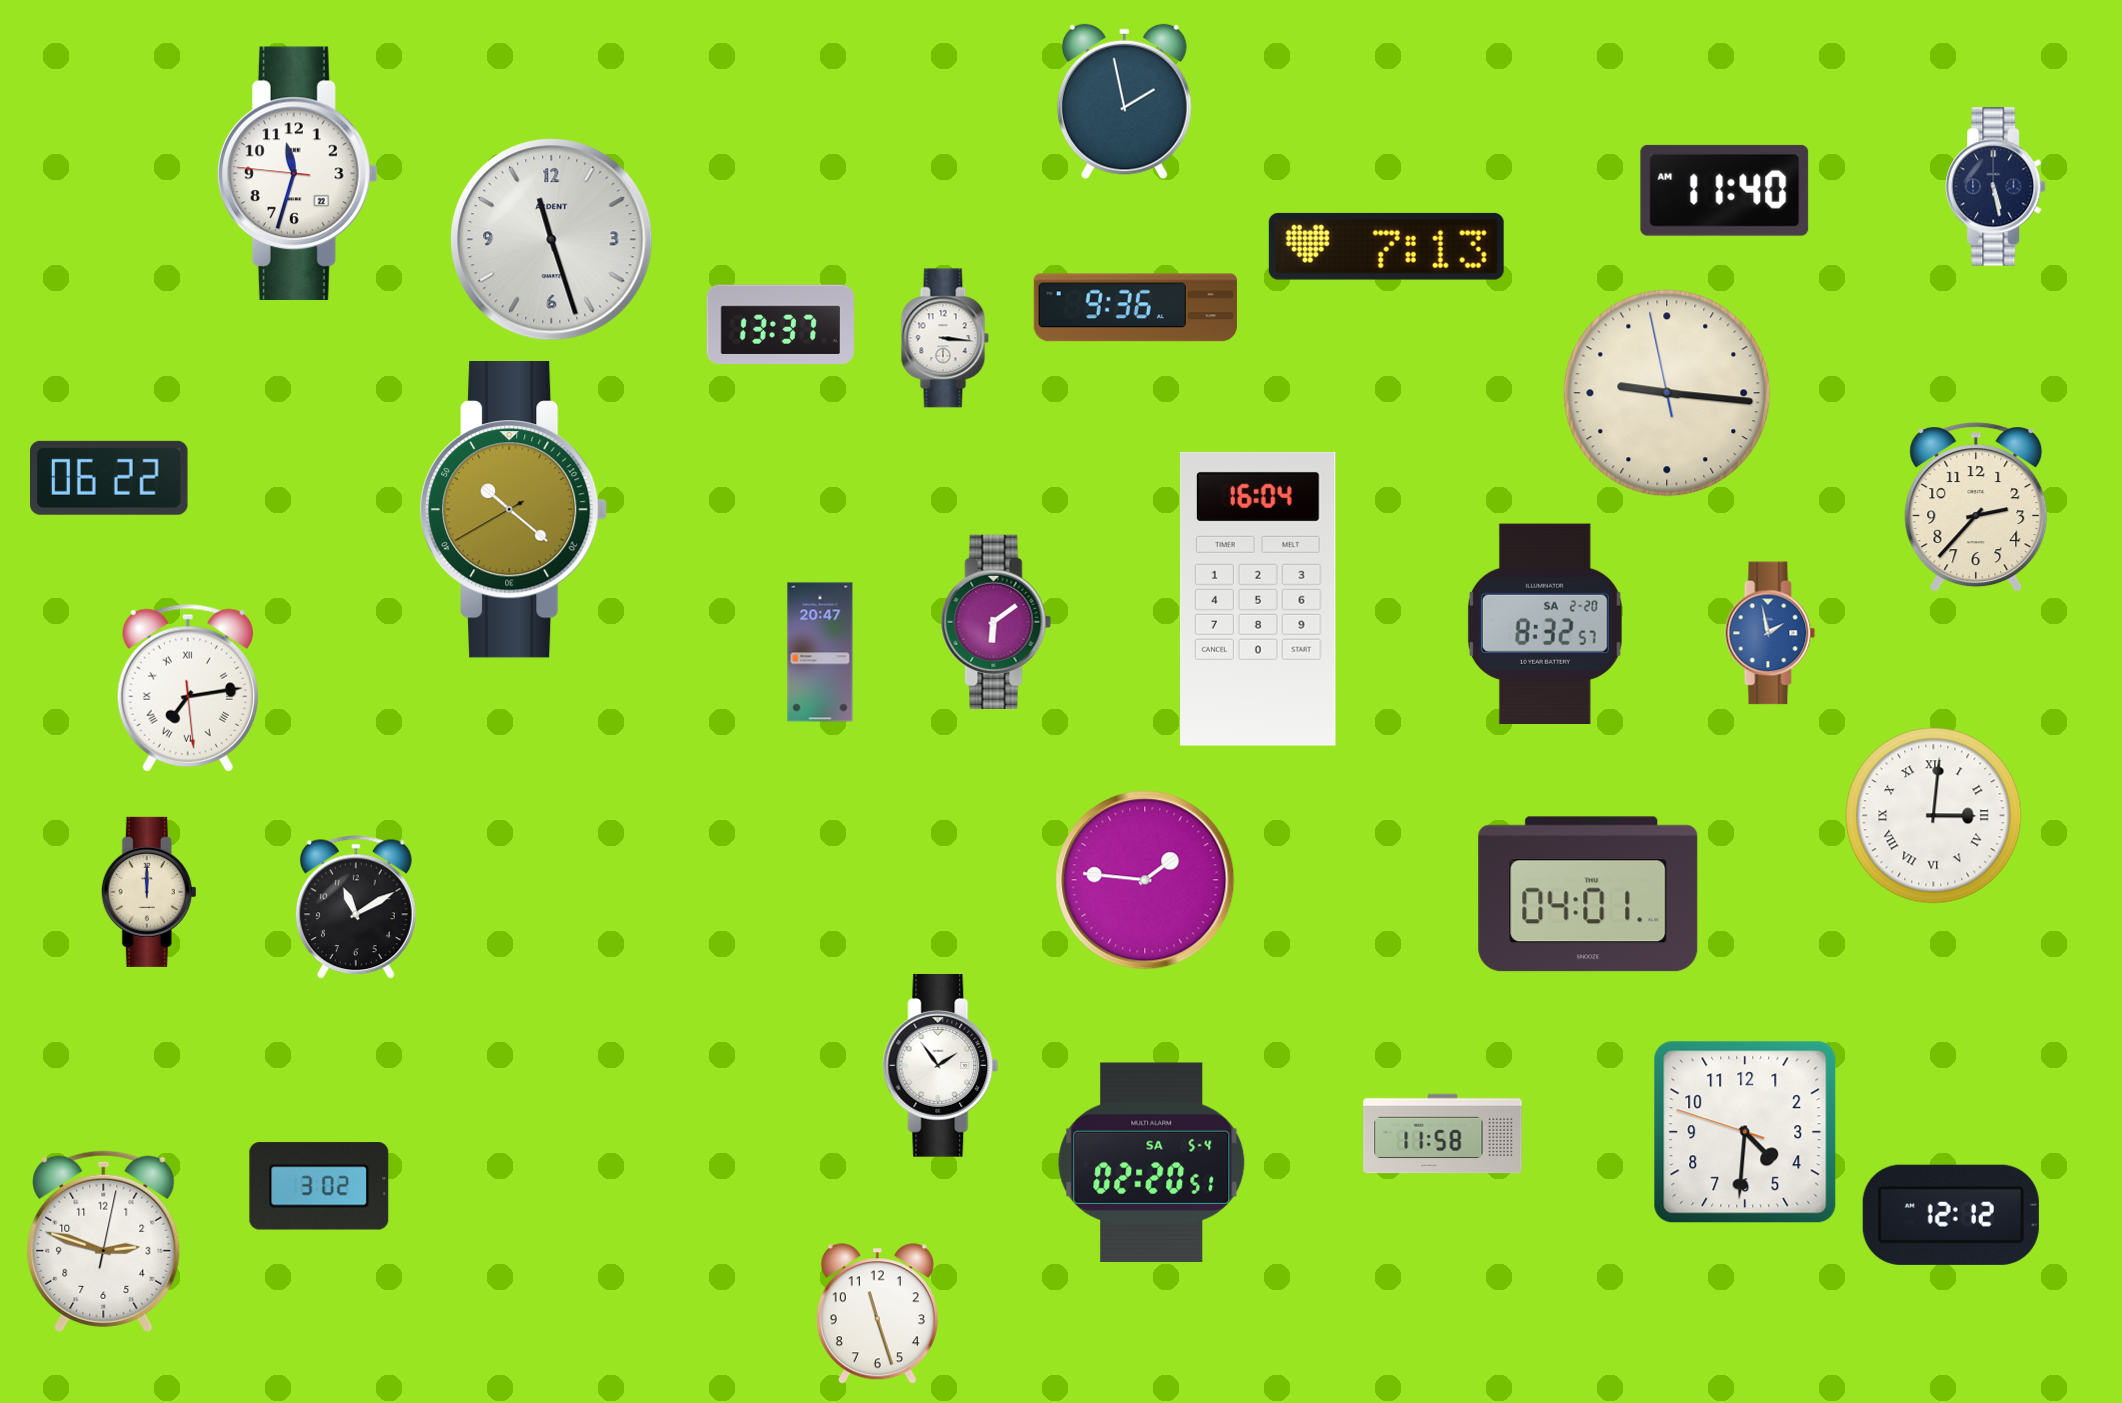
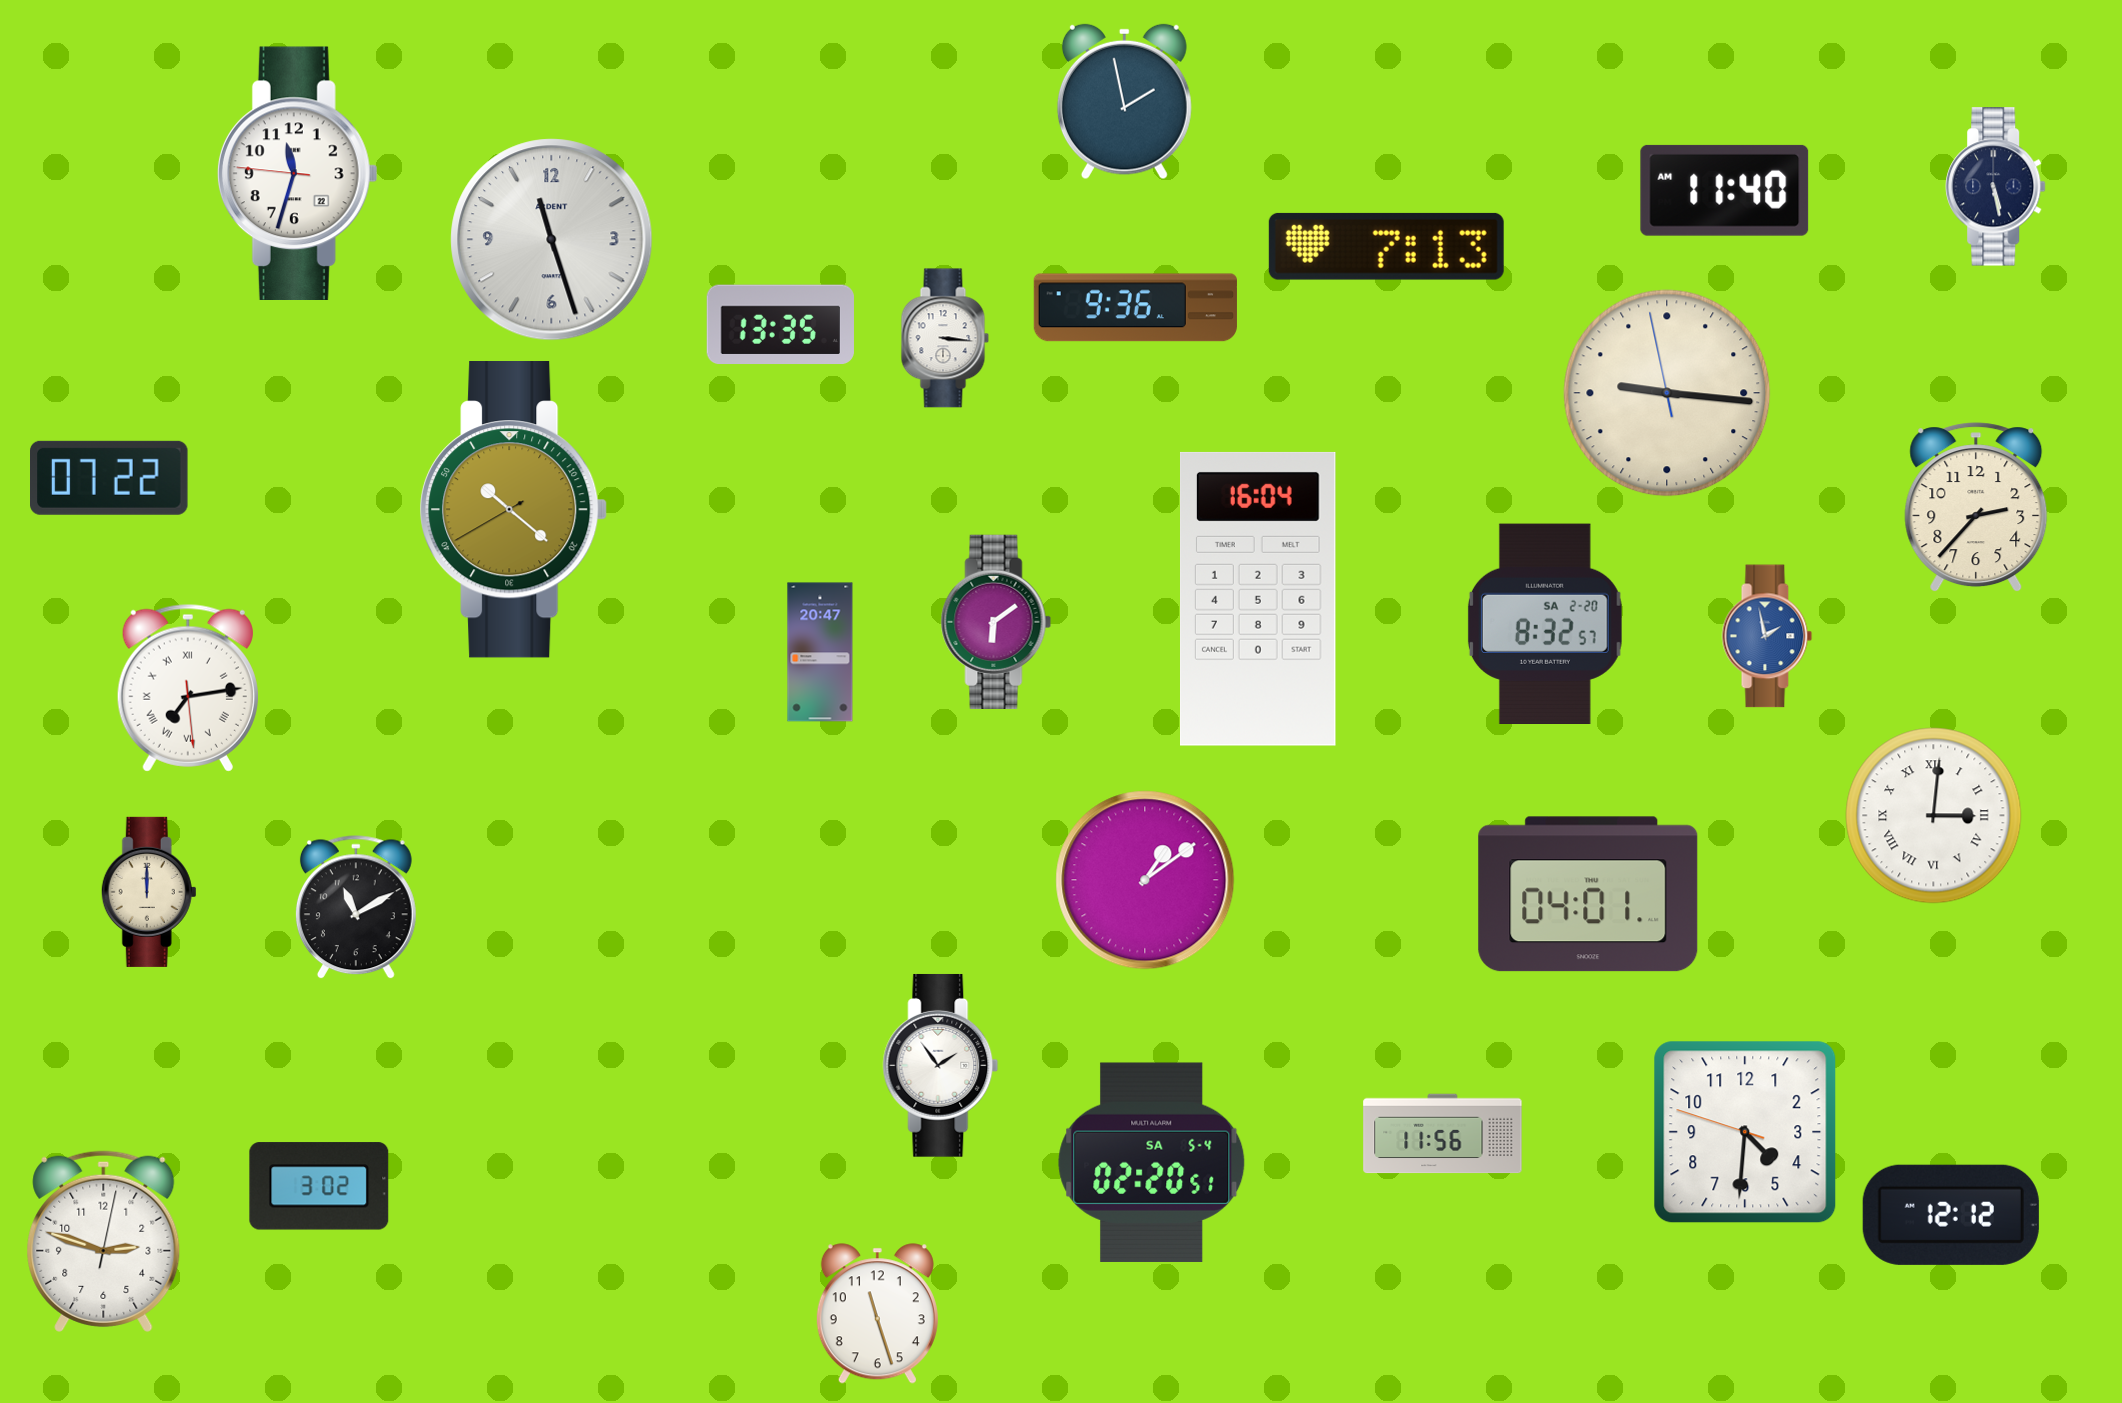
clock at (780, 325): 13:37 -> 13:35
clock at (110, 478): 06:22 -> 07:22
clock at (1770, 633) position: (1770, 633) -> (1767, 636)
clock at (1145, 880): 1:46 -> 1:09
clock at (1443, 1134): 11:58 -> 11:56
